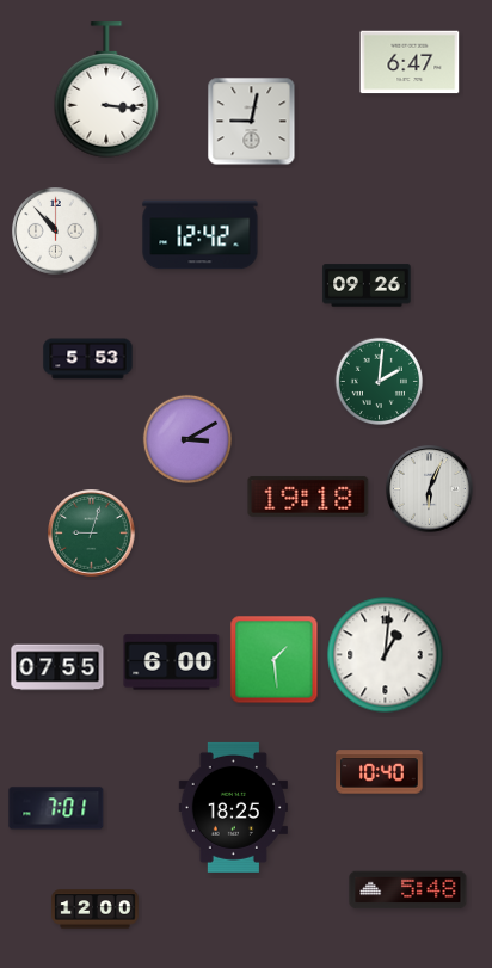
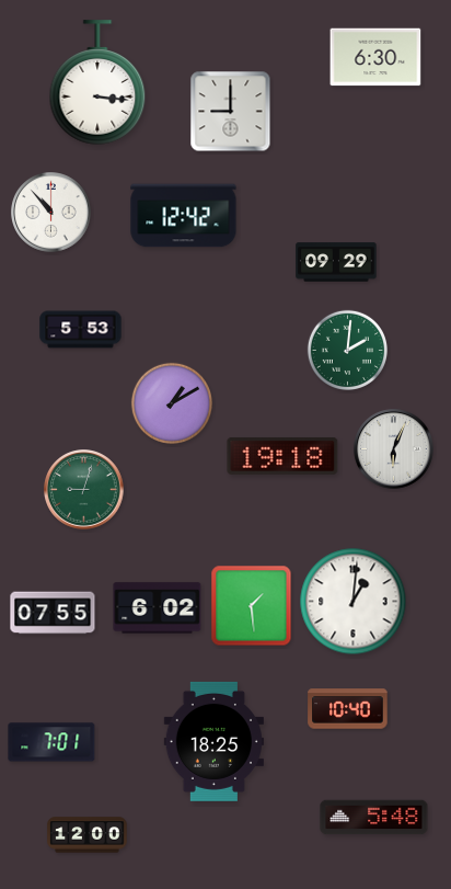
clock at (410, 62): 6:47 -> 6:30
clock at (252, 122): 9:02 -> 9:00
clock at (367, 285): 09:26 -> 09:29
clock at (187, 439): 3:10 -> 1:10
clock at (172, 662): 6:00 -> 6:02
